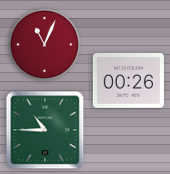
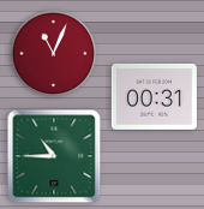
clock at (128, 80): 00:26 -> 00:31
